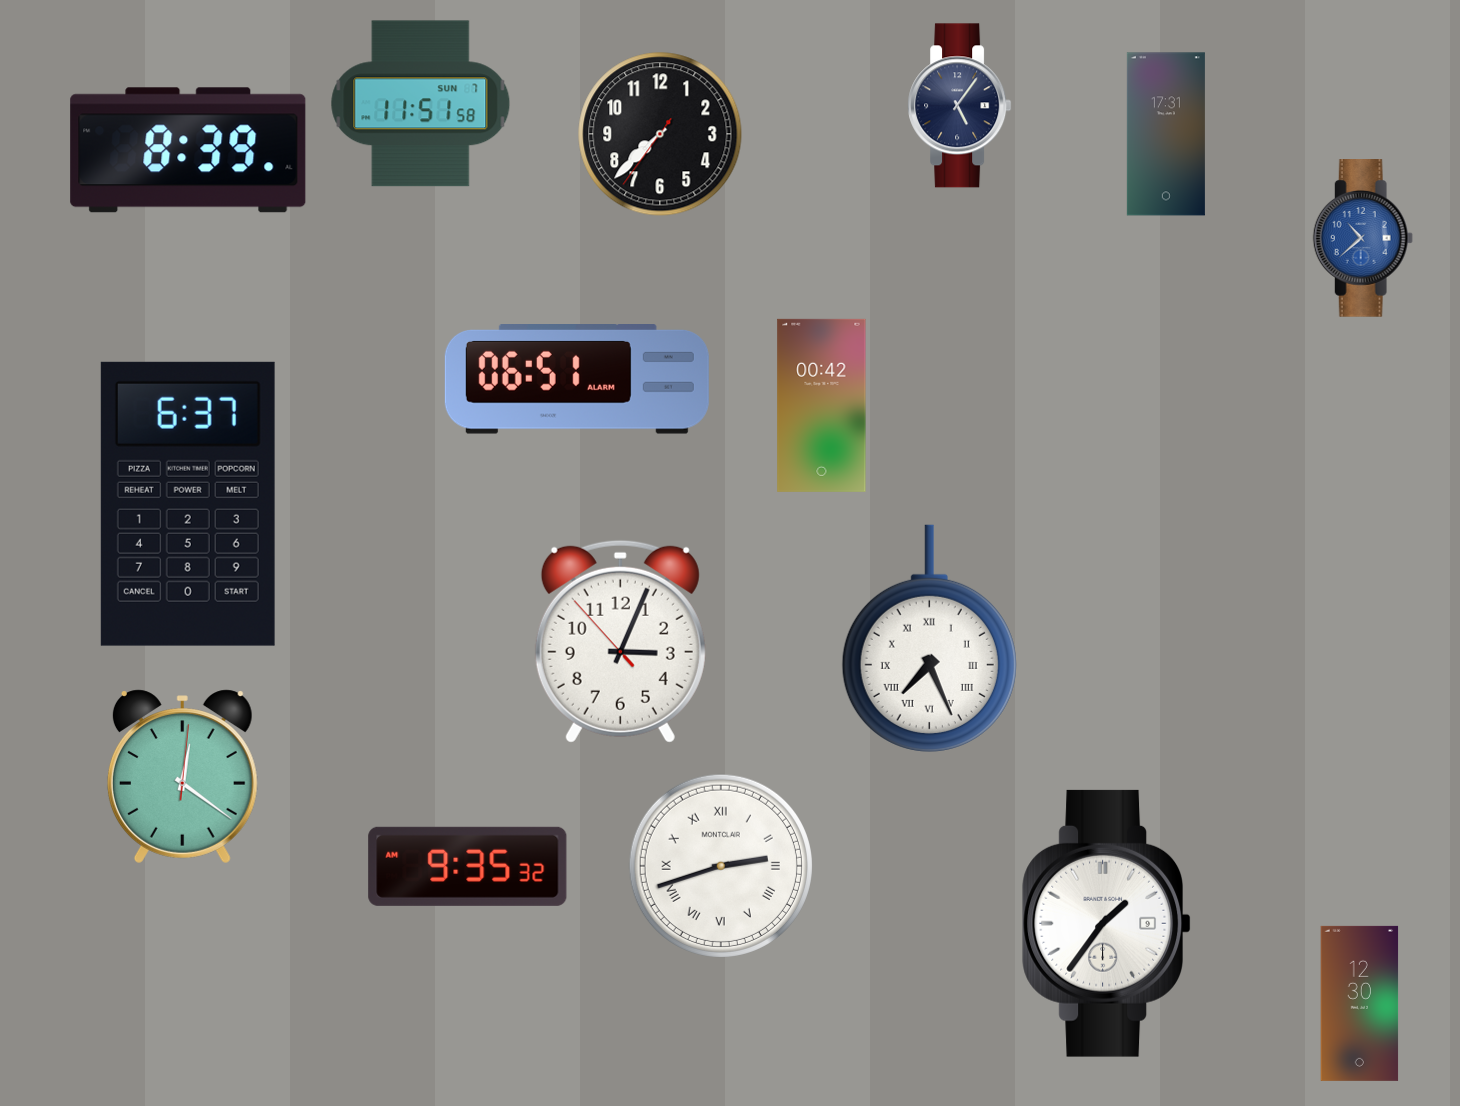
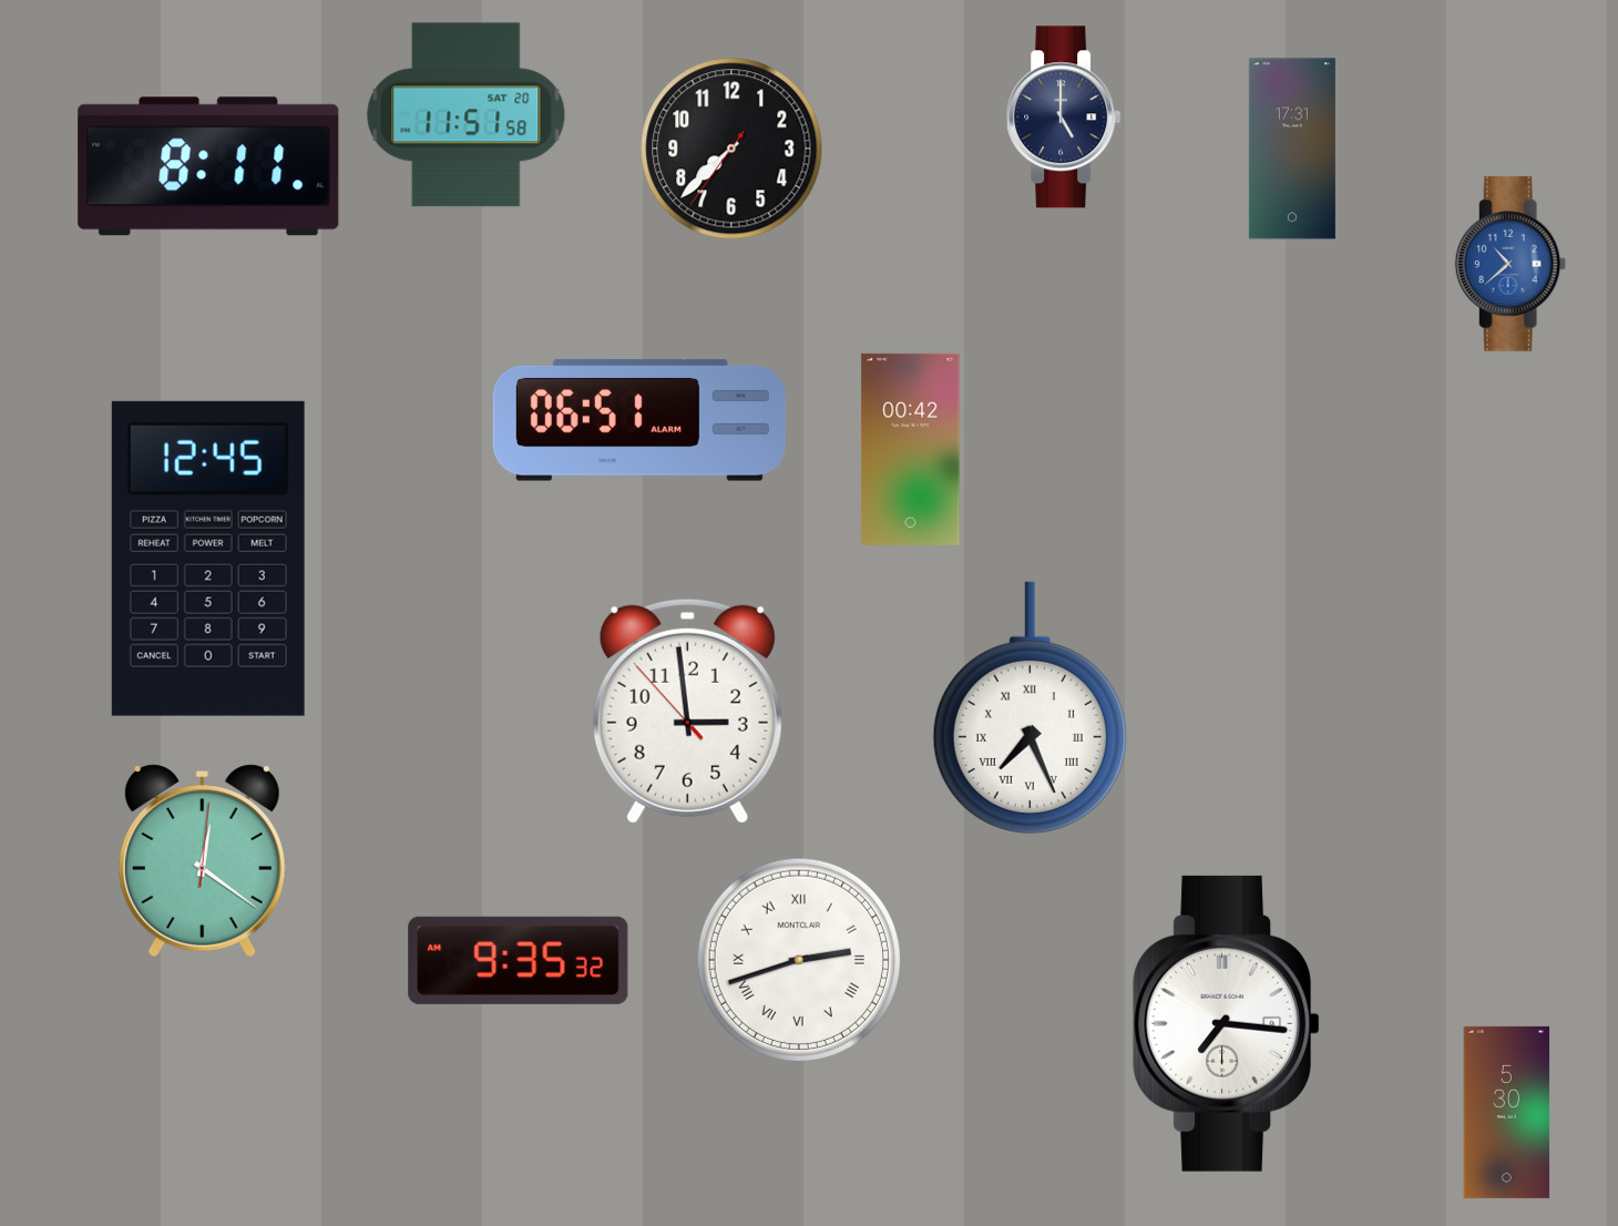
clock at (421, 104) date: SUN 7 -> SAT 20
clock at (960, 106): 5:06 -> 5:00
clock at (188, 150): 8:39 -> 8:11
clock at (188, 504): 6:37 -> 12:45
clock at (620, 641): 3:03 -> 2:58
clock at (1106, 923): 1:36 -> 7:16
clock at (1360, 1003): 12:30 -> 5:30
